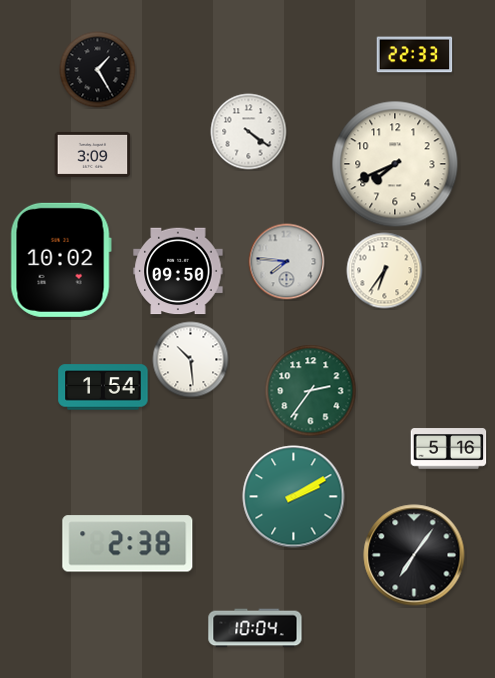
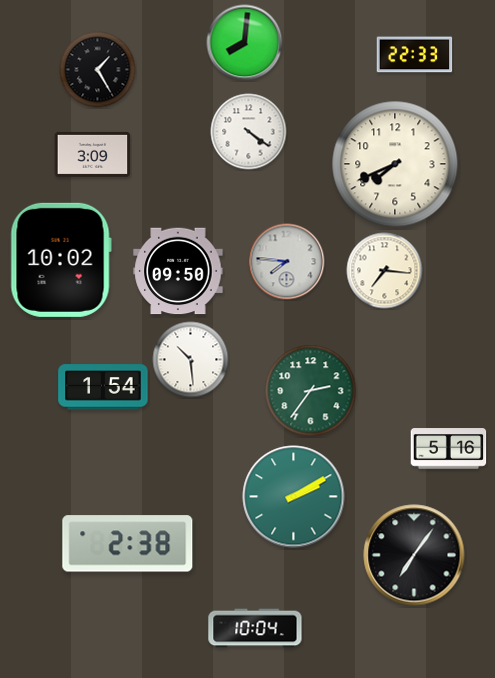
clock at (245, 43): none -> 8:01
clock at (385, 271): 6:36 -> 7:16
